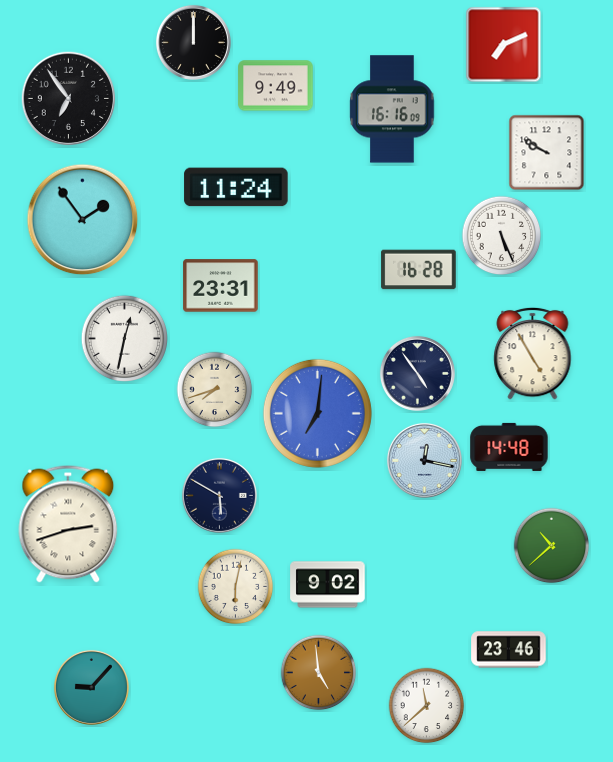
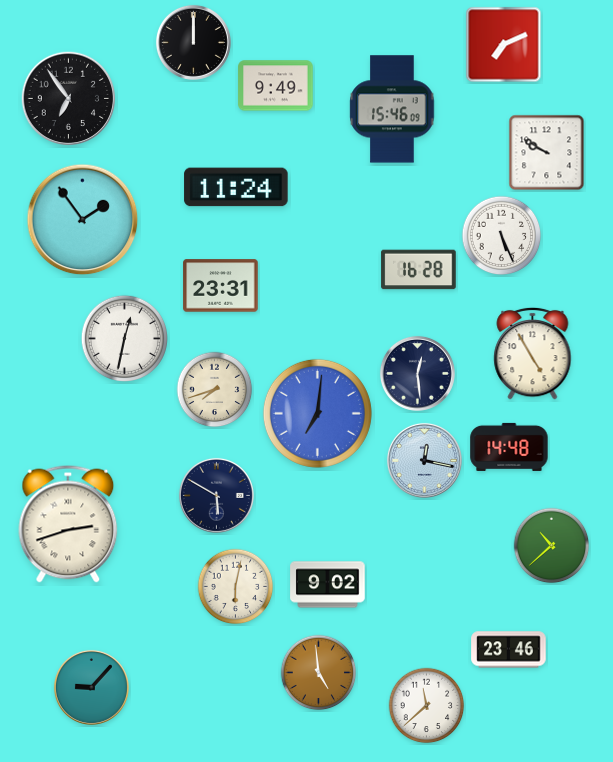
clock at (392, 109): 16:16 -> 15:46
clock at (417, 373): 4:54 -> 12:29
clock at (219, 495) position: (219, 495) -> (216, 495)
